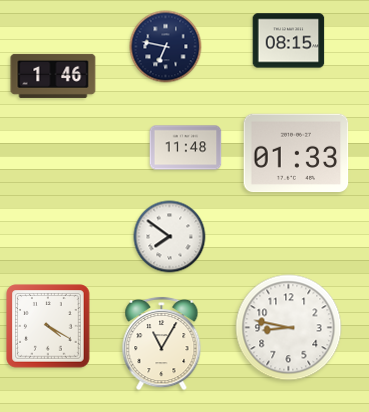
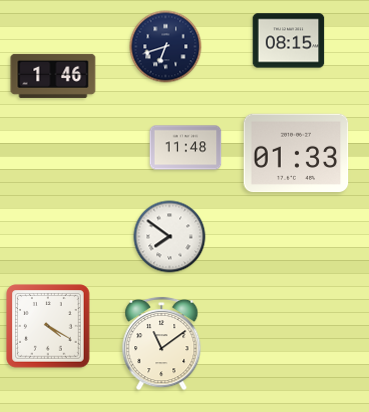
clock at (166, 47): 6:47 -> 6:42
clock at (289, 328): 8:47 -> none
clock at (162, 343): 11:05 -> 11:09
